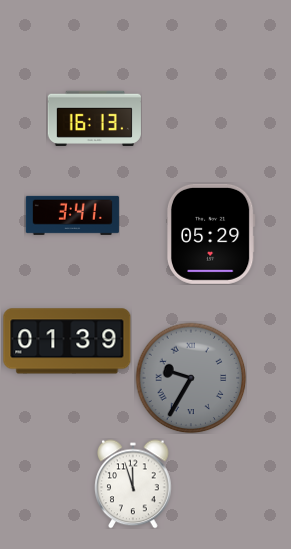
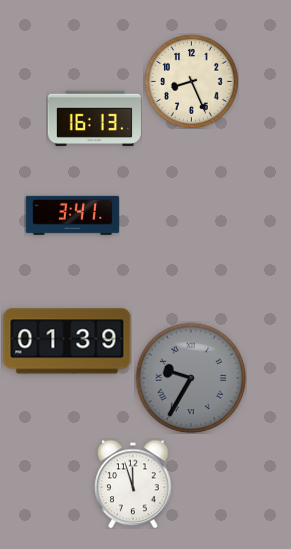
clock at (191, 81): none -> 8:26
clock at (211, 234): 05:29 -> none
